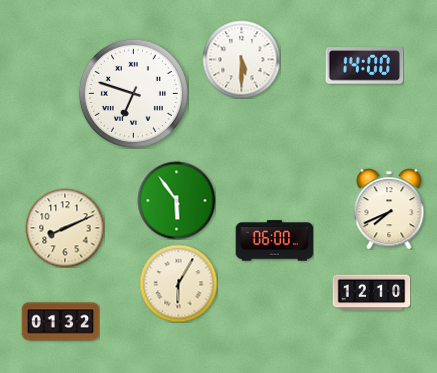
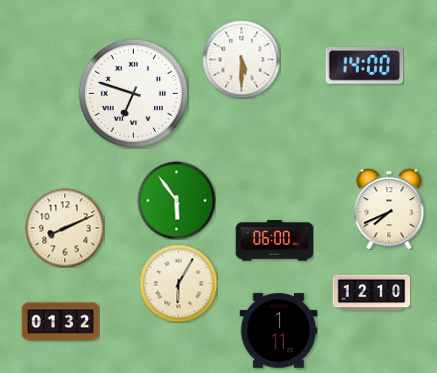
clock at (278, 331): none -> 1:11
